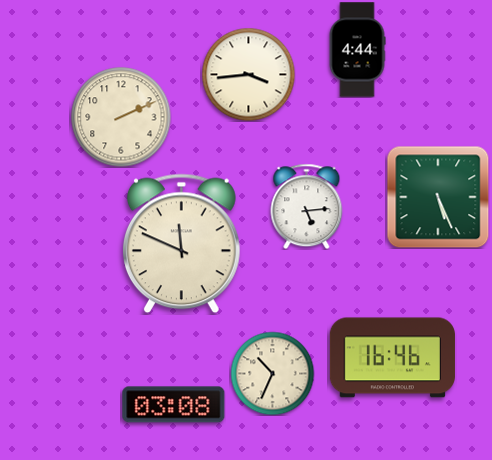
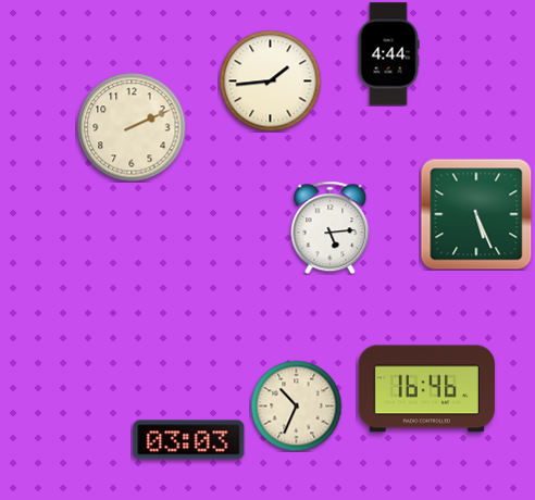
clock at (248, 74): 3:44 -> 1:44
clock at (307, 206) position: (307, 206) -> (331, 227)
clock at (181, 244): 11:49 -> none
clock at (174, 405): 03:08 -> 03:03
